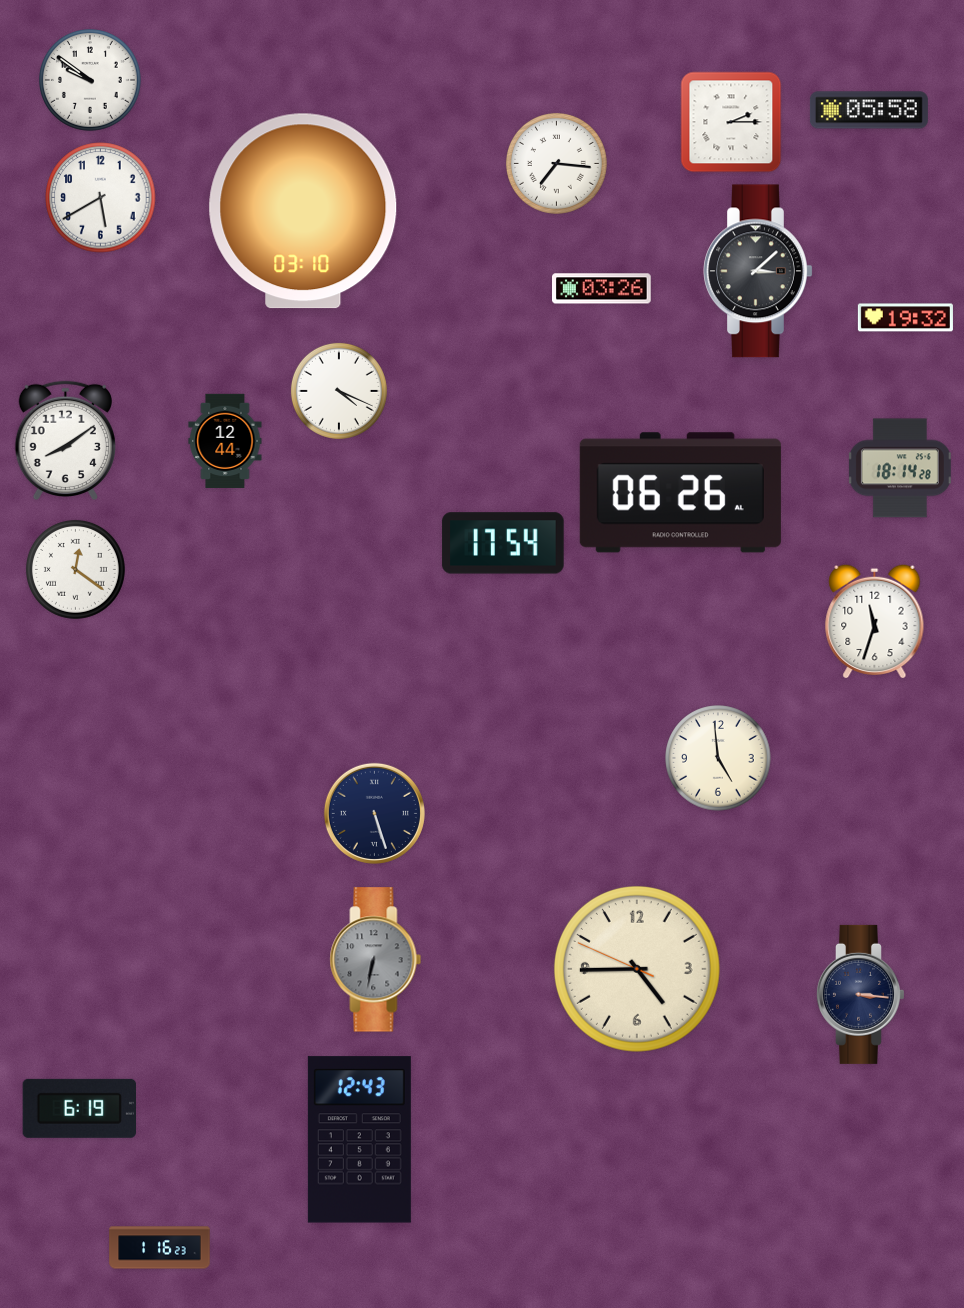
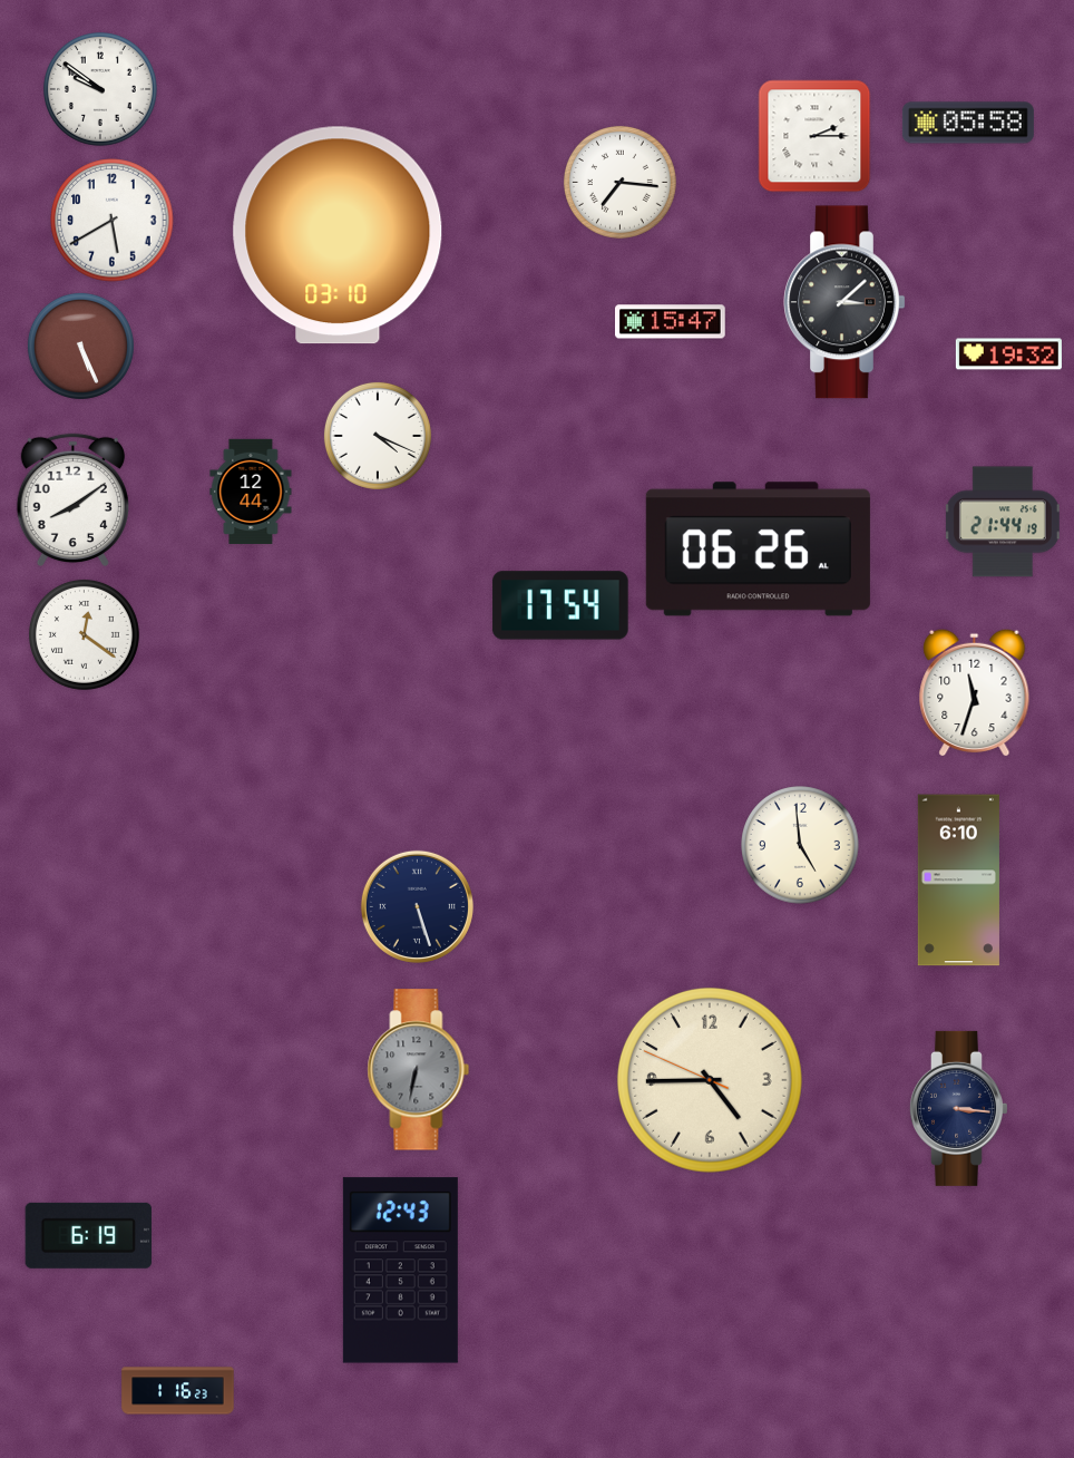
clock at (602, 289): 03:26 -> 15:47
clock at (80, 346): none -> 5:26
clock at (65, 441) position: (65, 441) -> (72, 500)
clock at (900, 468): 18:14 -> 21:44
clock at (958, 881): none -> 6:10
